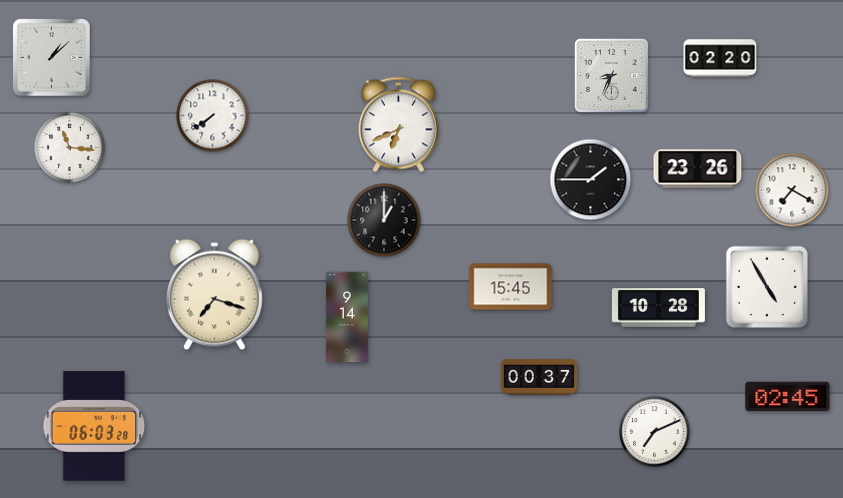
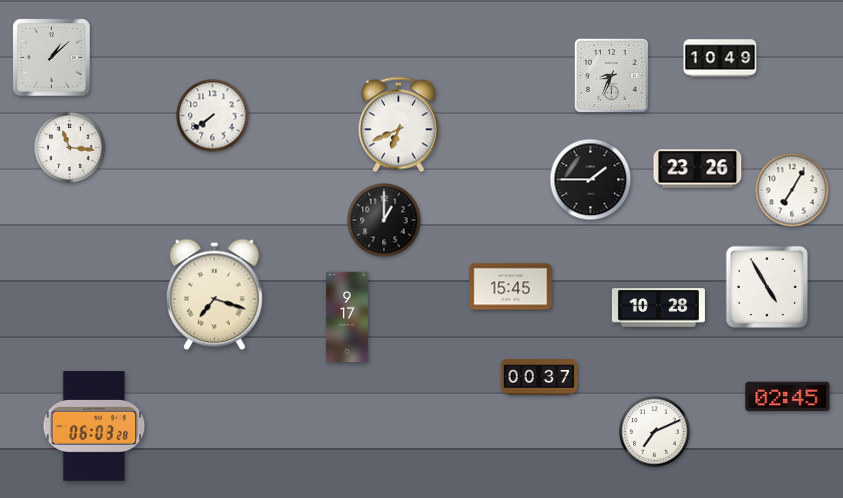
clock at (720, 58): 02:20 -> 10:49
clock at (792, 190): 7:20 -> 7:05
clock at (347, 317): 9:14 -> 9:17
